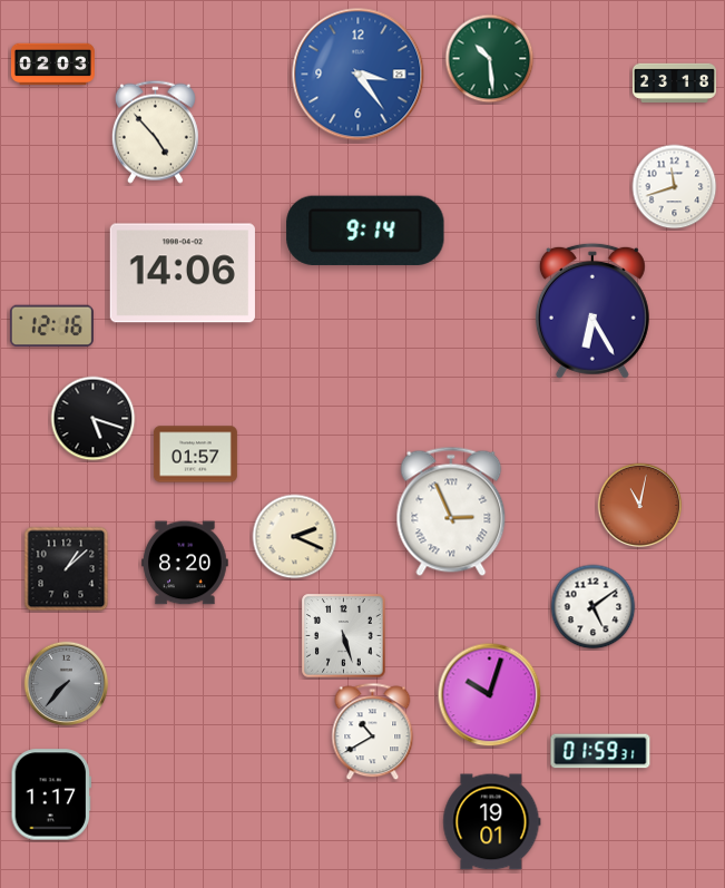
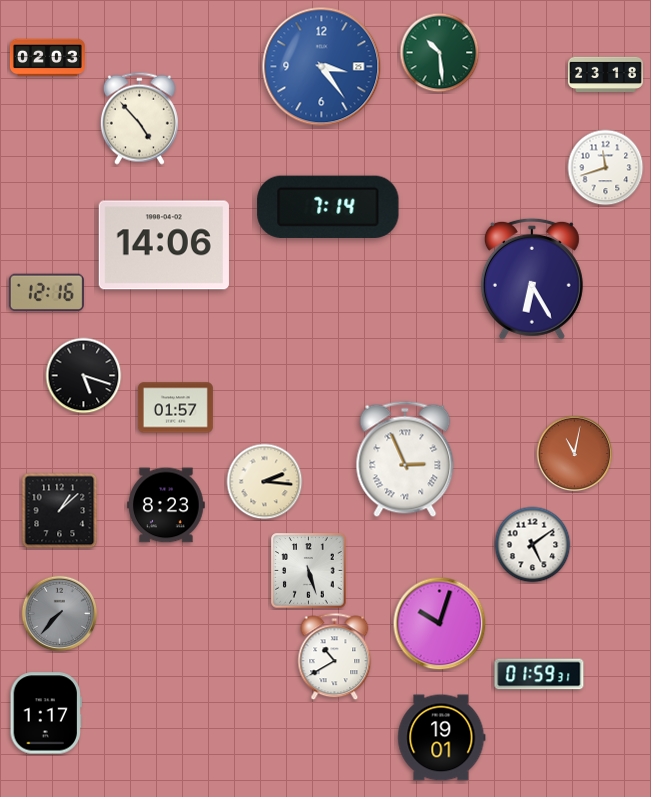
clock at (365, 231): 9:14 -> 7:14
clock at (295, 537): 2:19 -> 2:16
clock at (185, 563): 8:20 -> 8:23
